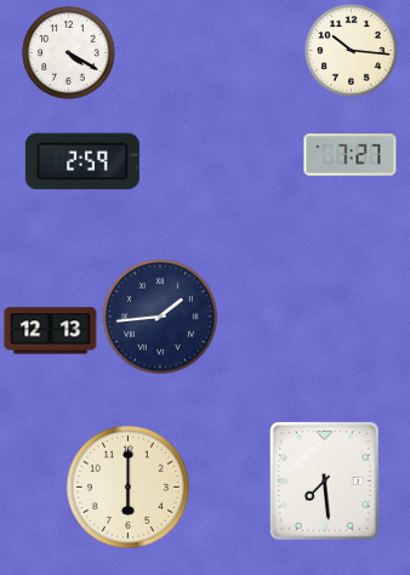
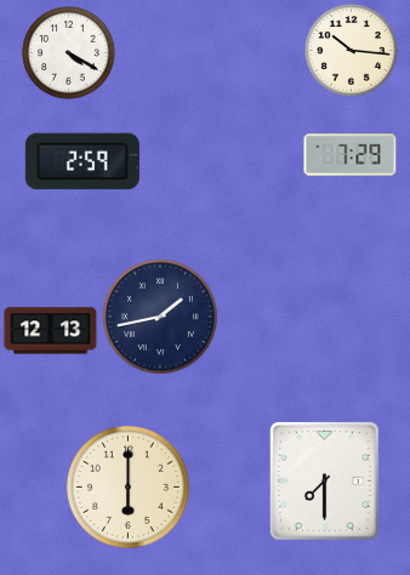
clock at (351, 155): 7:27 -> 7:29
clock at (160, 317): 1:44 -> 1:43
clock at (324, 482): 7:29 -> 7:30
